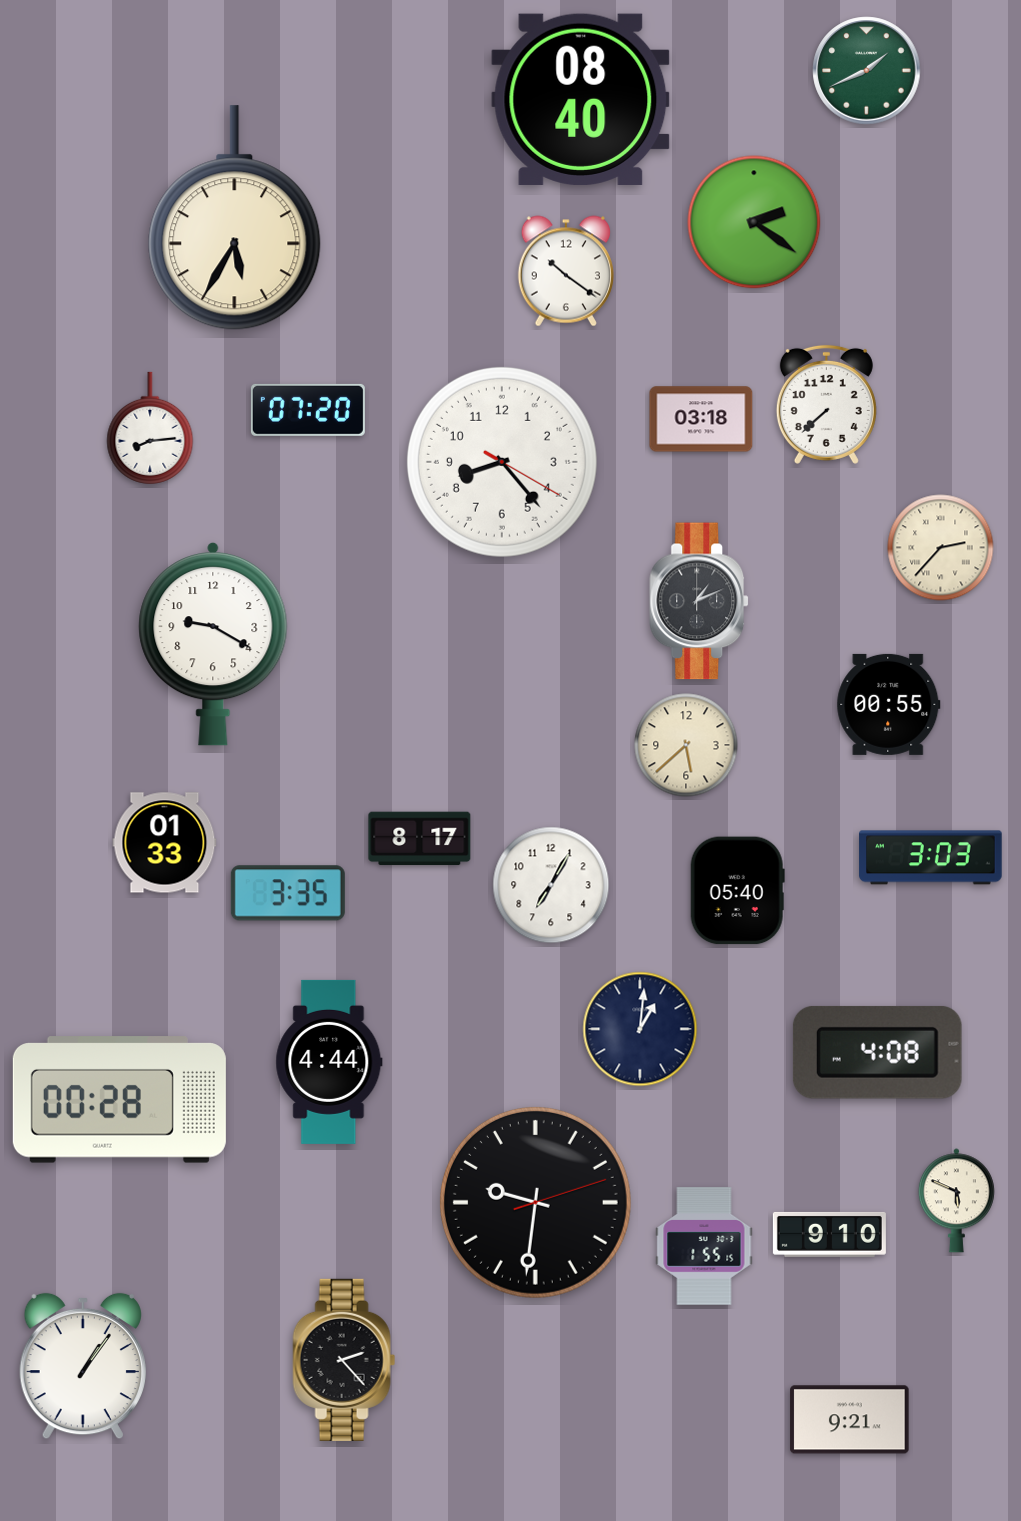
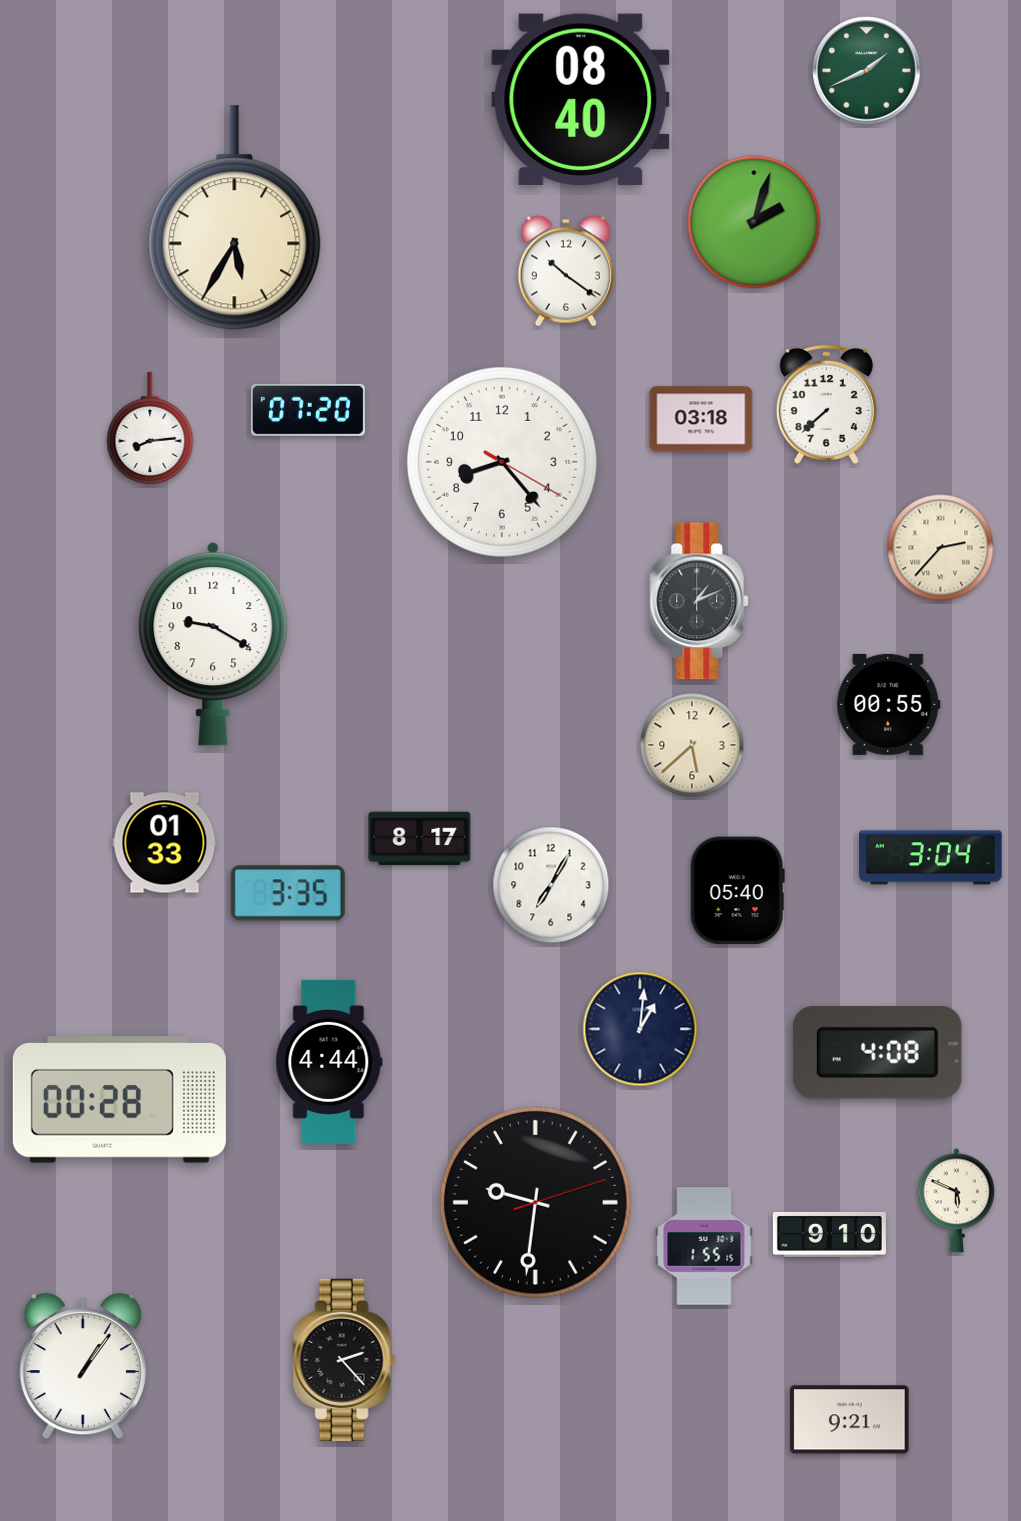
clock at (754, 222): 2:21 -> 2:03
clock at (686, 745) position: (686, 745) -> (692, 745)
clock at (931, 858): 3:03 -> 3:04
